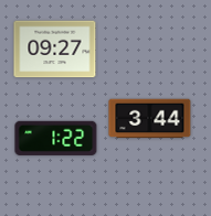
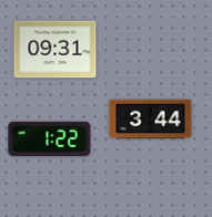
clock at (55, 50): 09:27 -> 09:31
clock at (56, 138) position: (56, 138) -> (50, 138)
